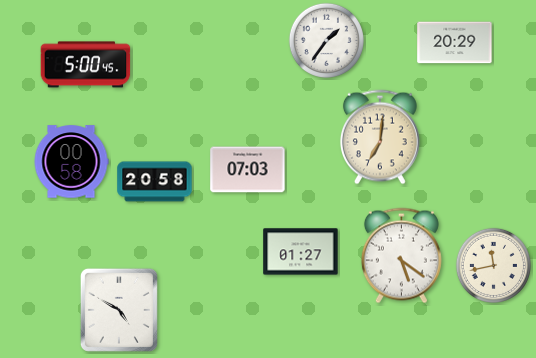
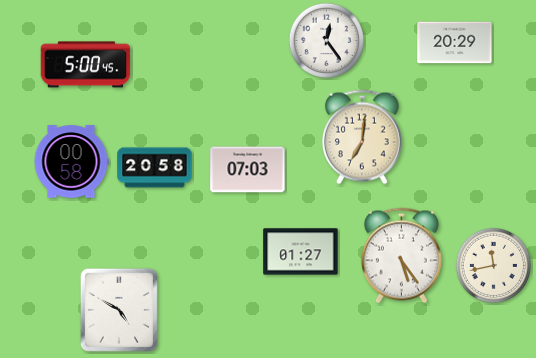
clock at (326, 40): 1:36 -> 12:24
clock at (380, 137) position: (380, 137) -> (362, 137)
clock at (155, 182) position: (155, 182) -> (155, 168)
clock at (401, 256): 5:21 -> 5:24
